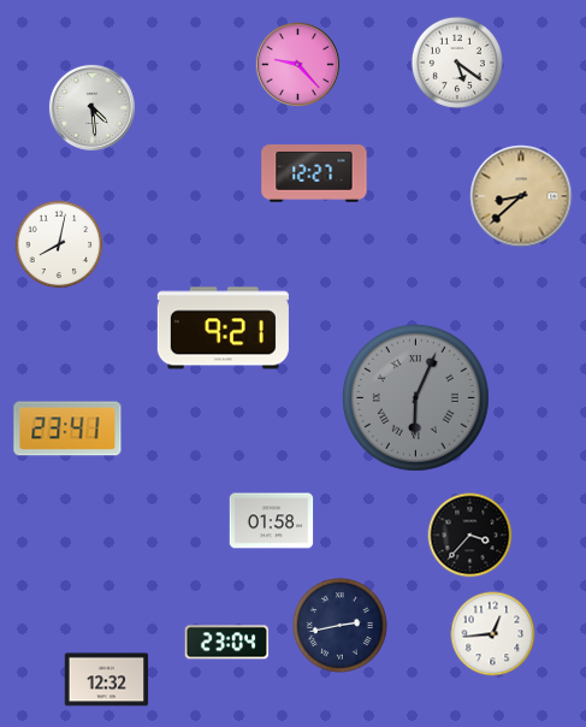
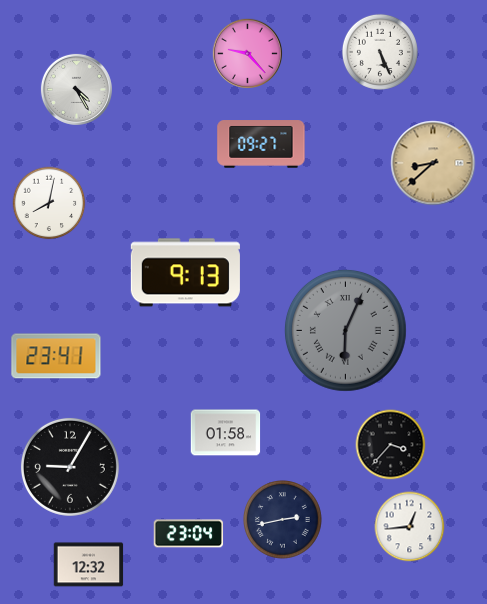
clock at (457, 63): 5:21 -> 5:26
clock at (91, 107): 4:29 -> 4:25
clock at (314, 173): 12:27 -> 09:27
clock at (223, 329): 9:21 -> 9:13
clock at (70, 467): none -> 9:05
